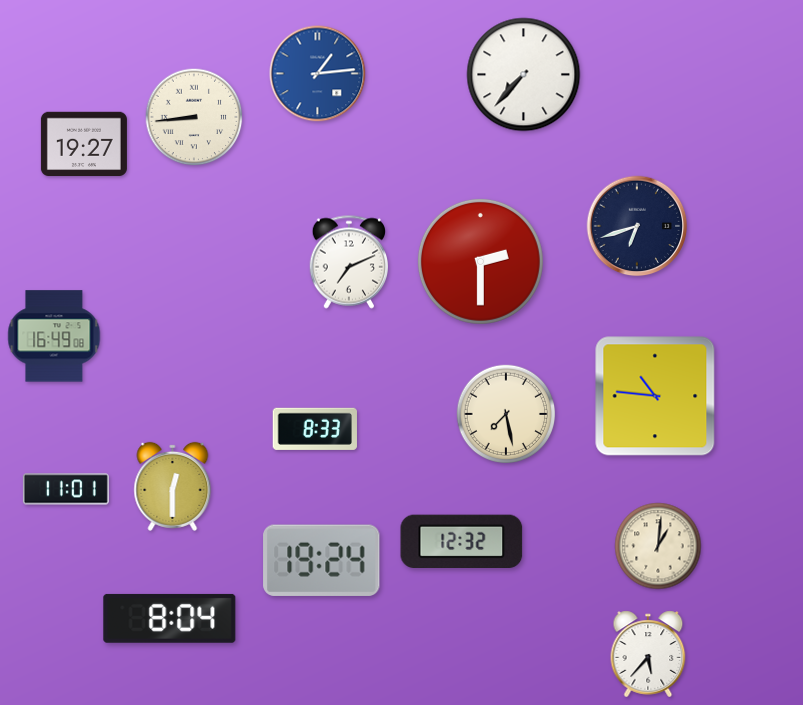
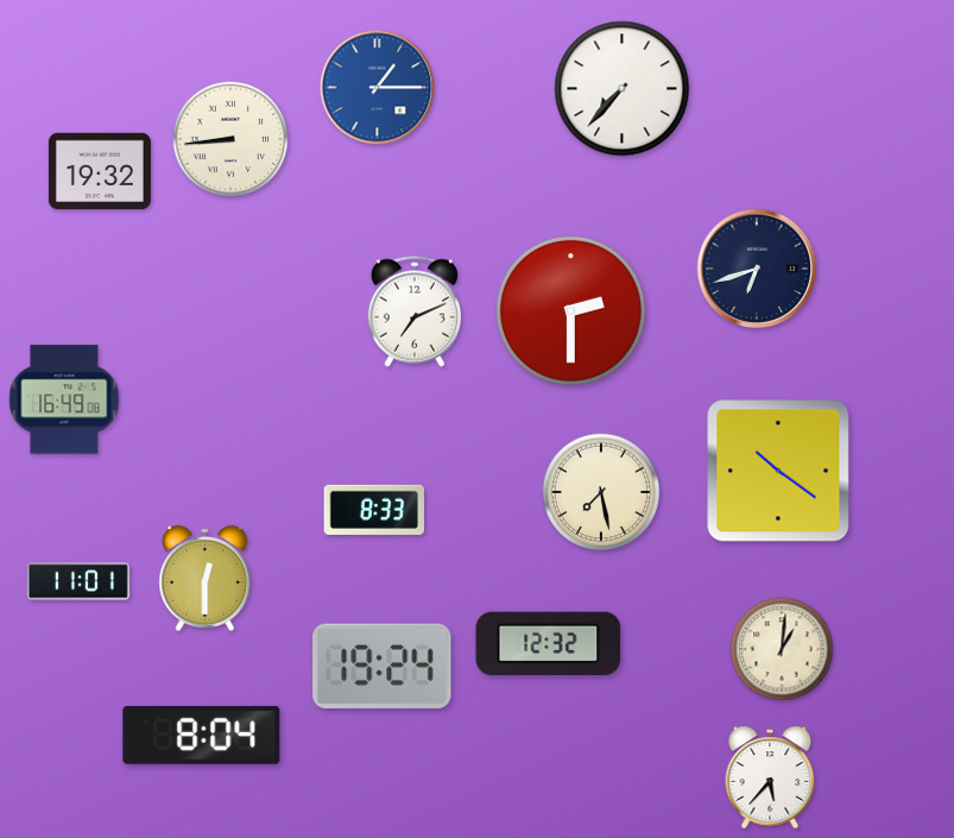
clock at (318, 74): 1:14 -> 1:15
clock at (84, 144): 19:27 -> 19:32
clock at (655, 396): 10:46 -> 10:21
